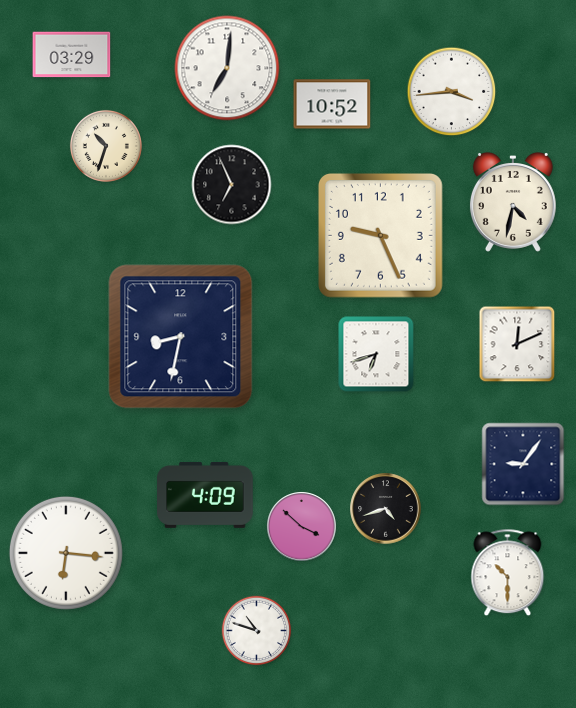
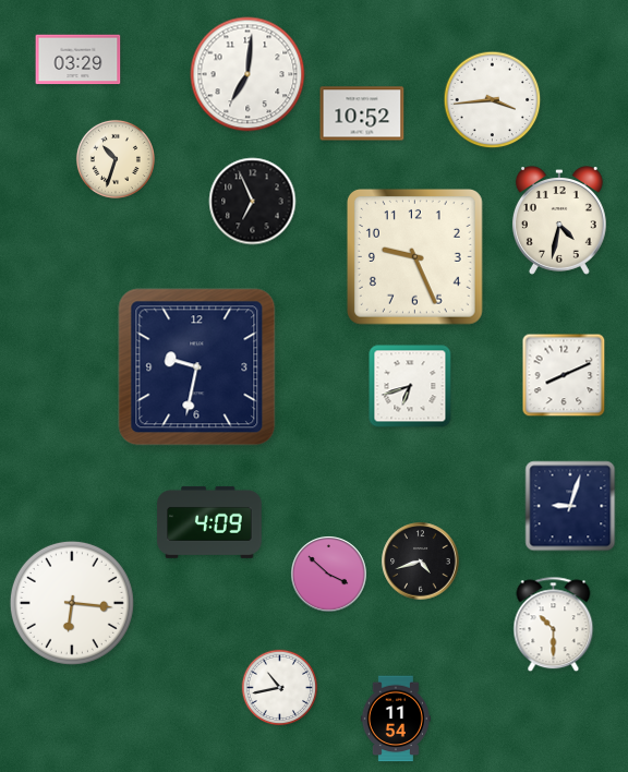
clock at (181, 337): 8:32 -> 9:32
clock at (517, 344): 12:11 -> 8:11
clock at (523, 464): 9:06 -> 9:03
clock at (205, 495) position: (205, 495) -> (209, 522)
clock at (386, 509) position: (386, 509) -> (421, 562)
clock at (257, 631): 10:48 -> 10:43
clock at (396, 719): none -> 11:54
